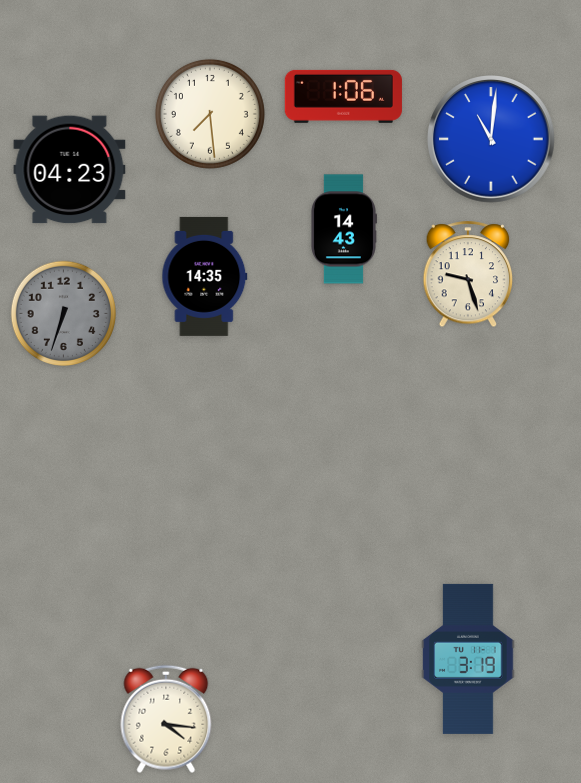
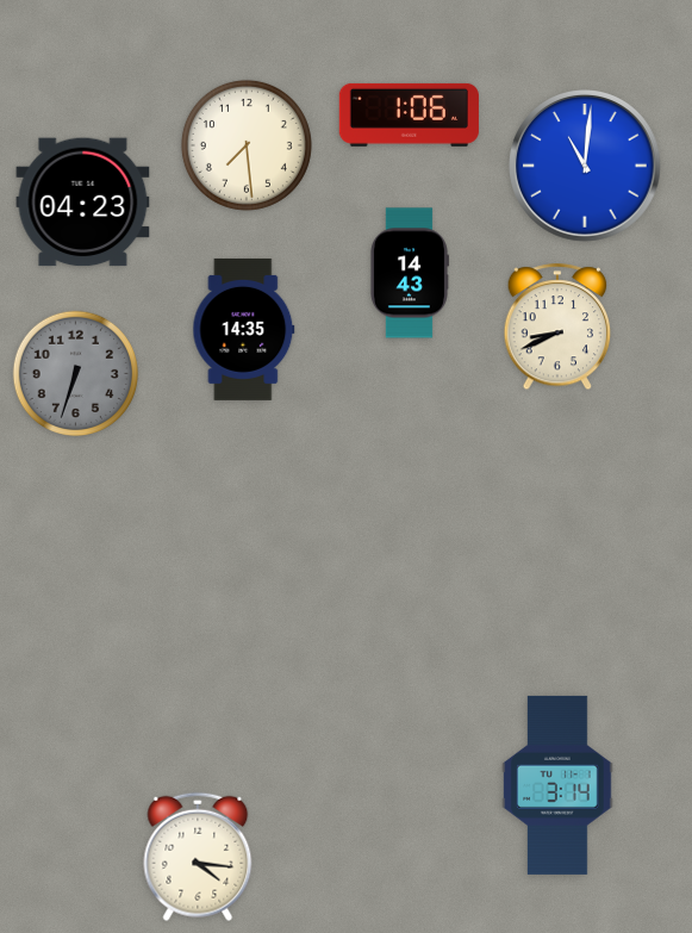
clock at (210, 114) position: (210, 114) -> (247, 145)
clock at (468, 275): 9:27 -> 8:41
clock at (468, 659): 3:19 -> 3:14
